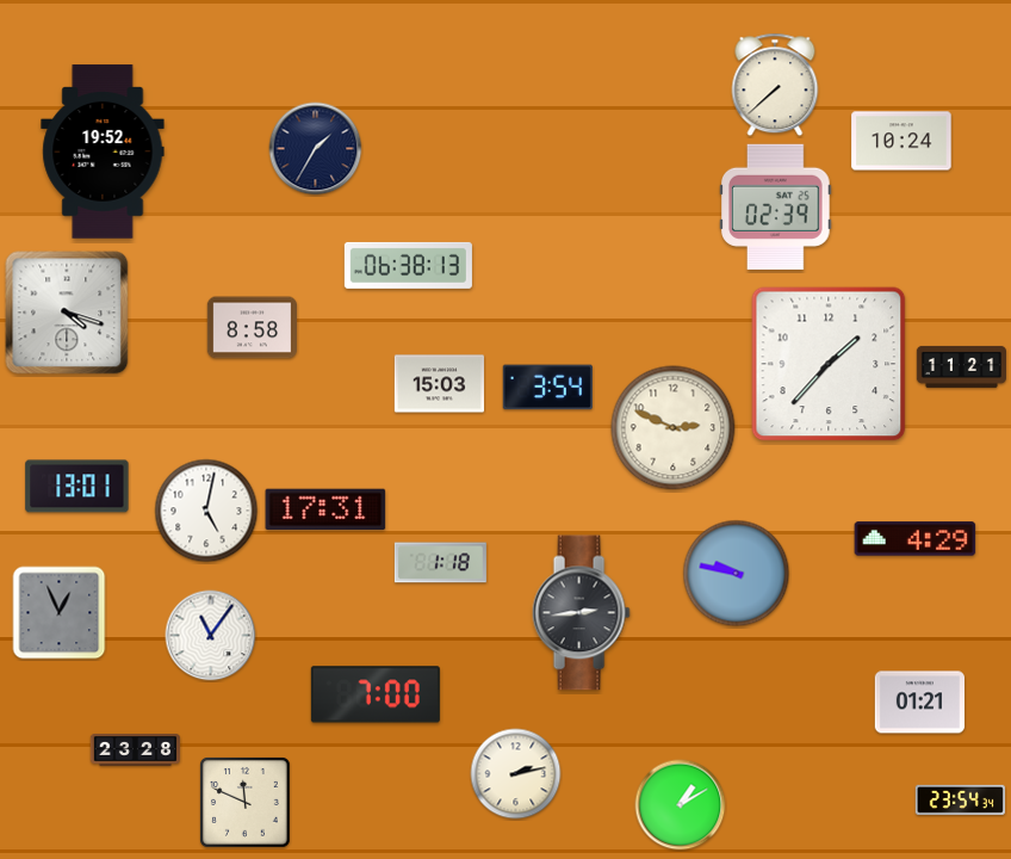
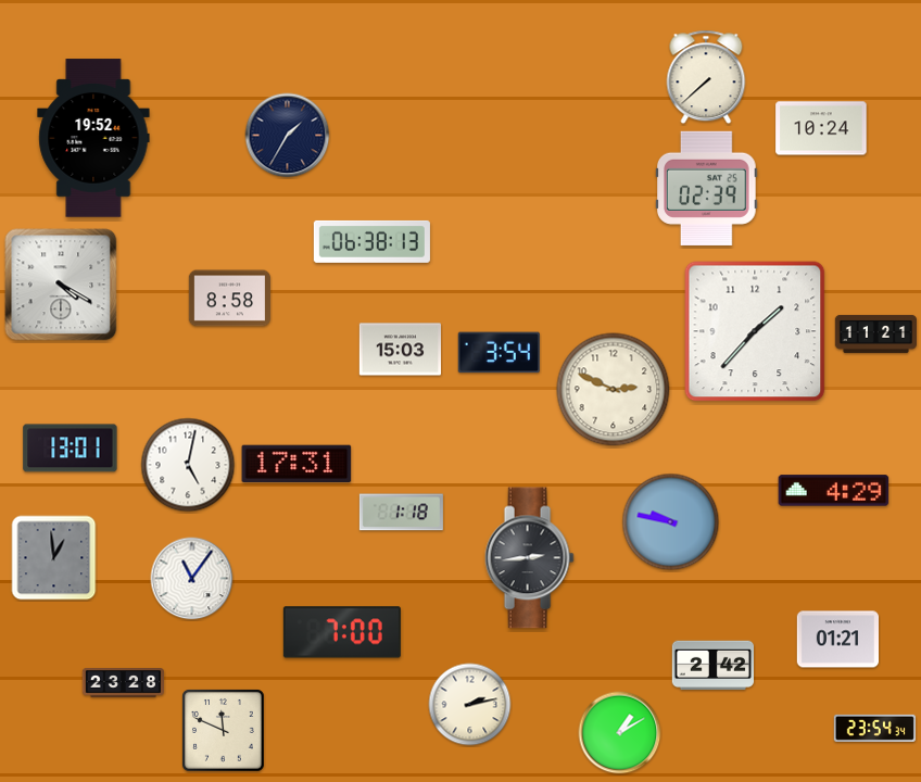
clock at (67, 313): 4:18 -> 4:20
clock at (77, 487) position: (77, 487) -> (71, 449)
clock at (60, 613): 12:56 -> 12:59
clock at (712, 666): none -> 2:42
